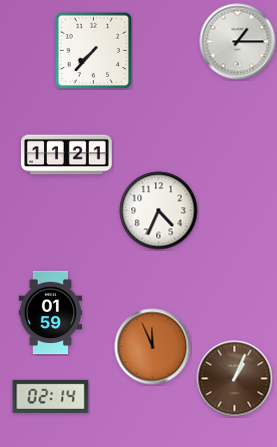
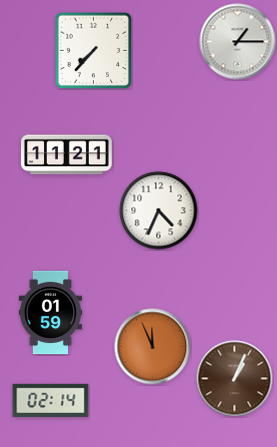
clock at (51, 396) position: (51, 396) -> (51, 400)
